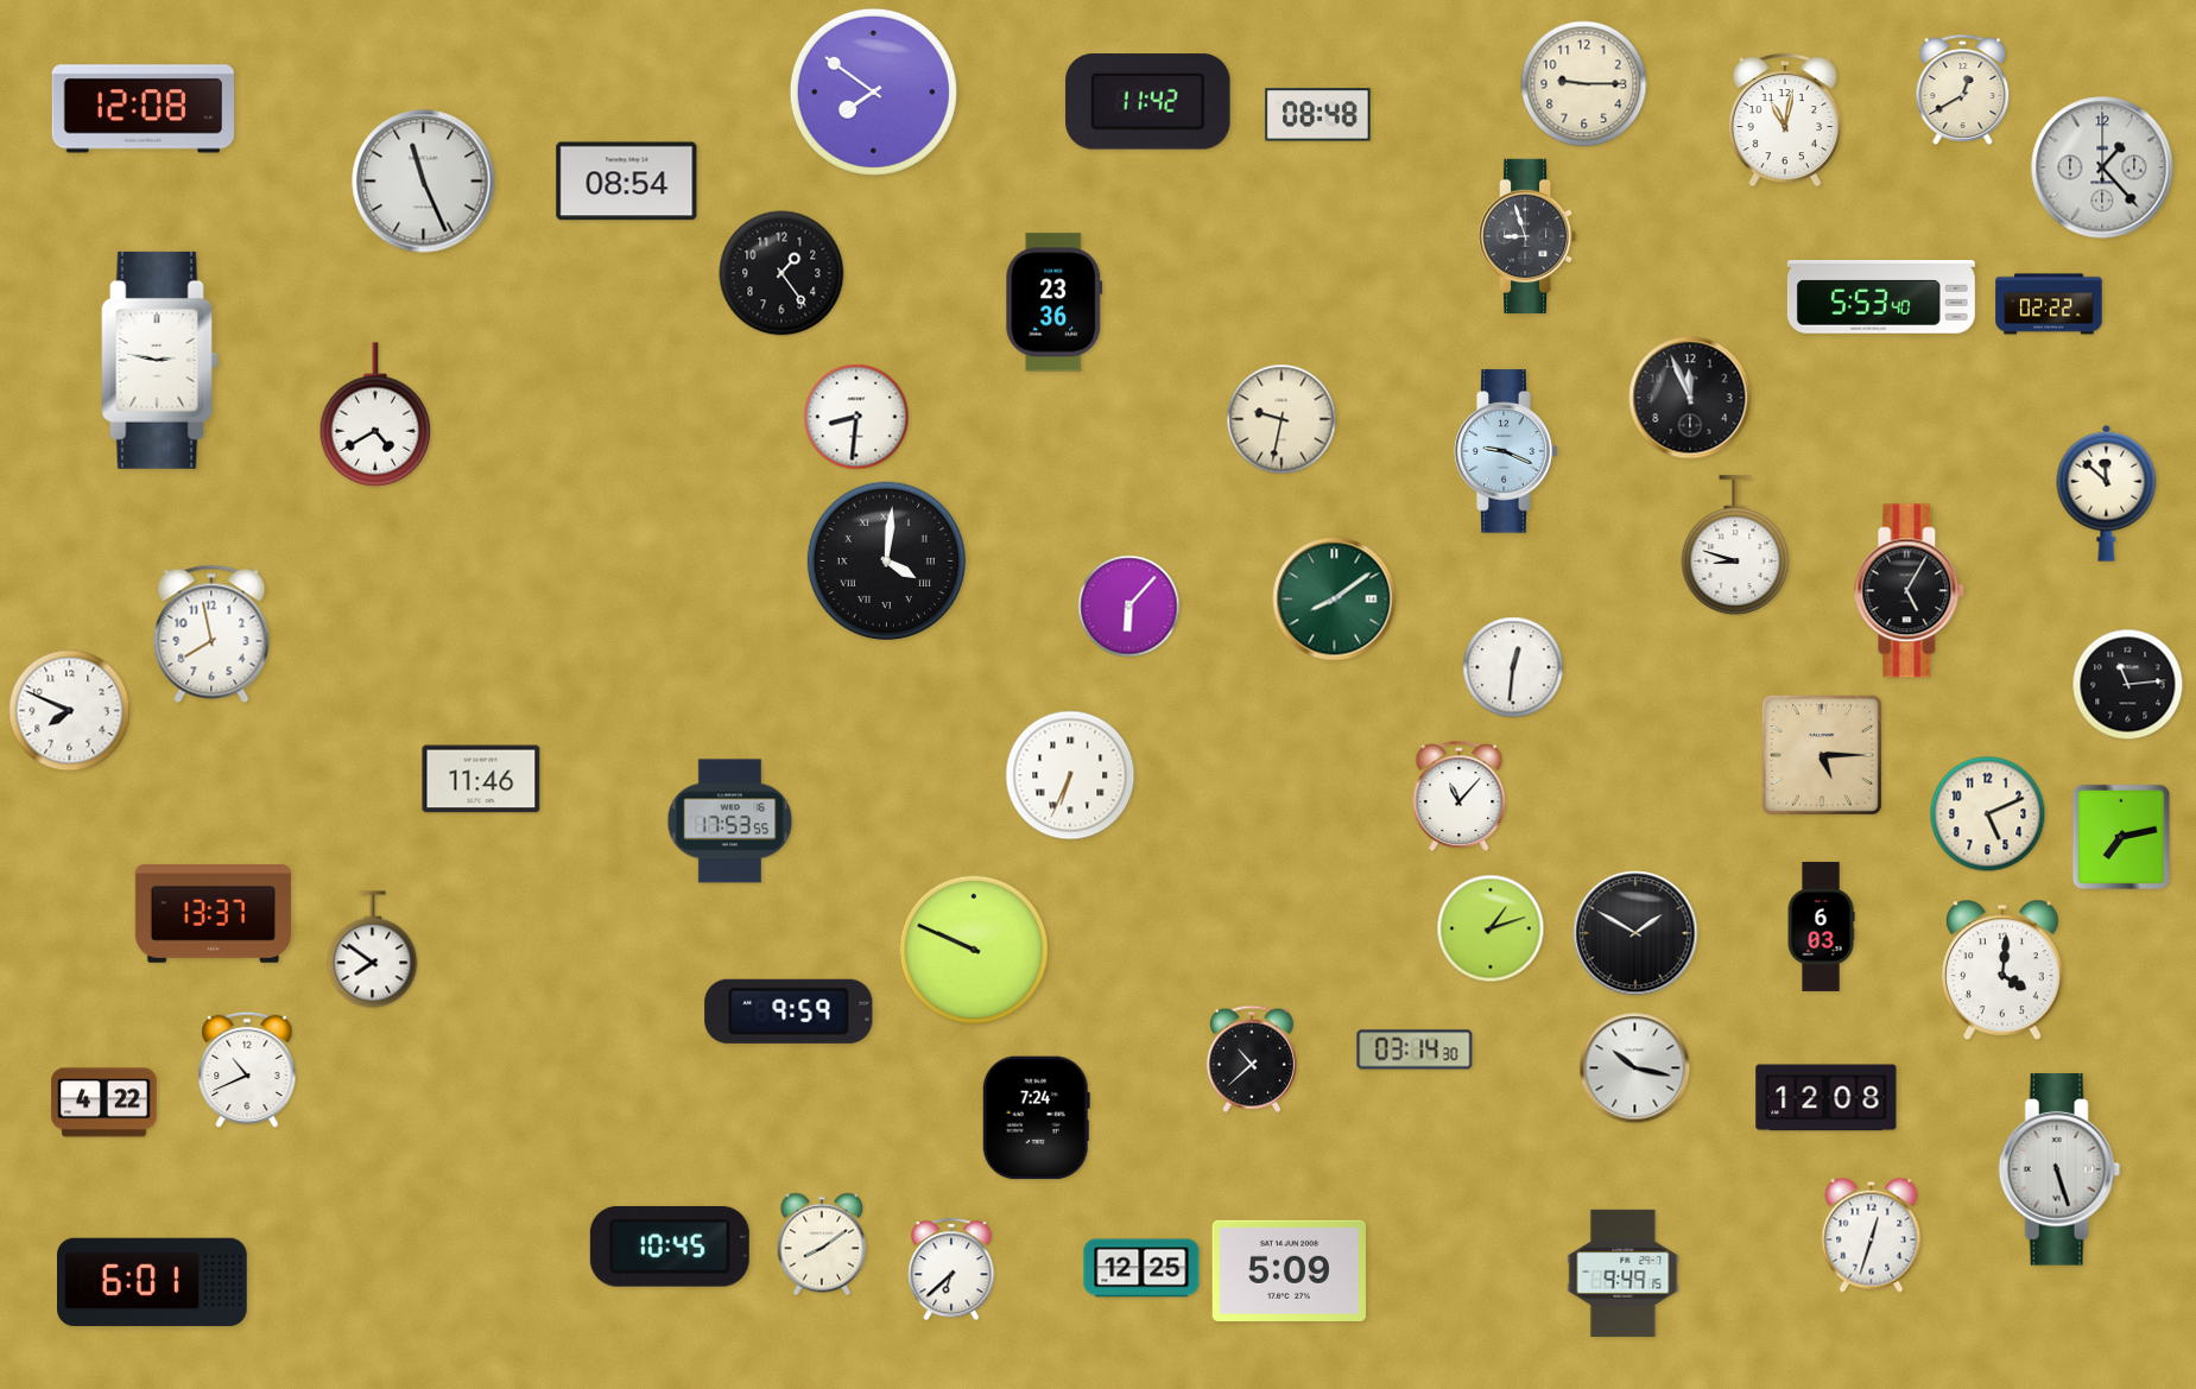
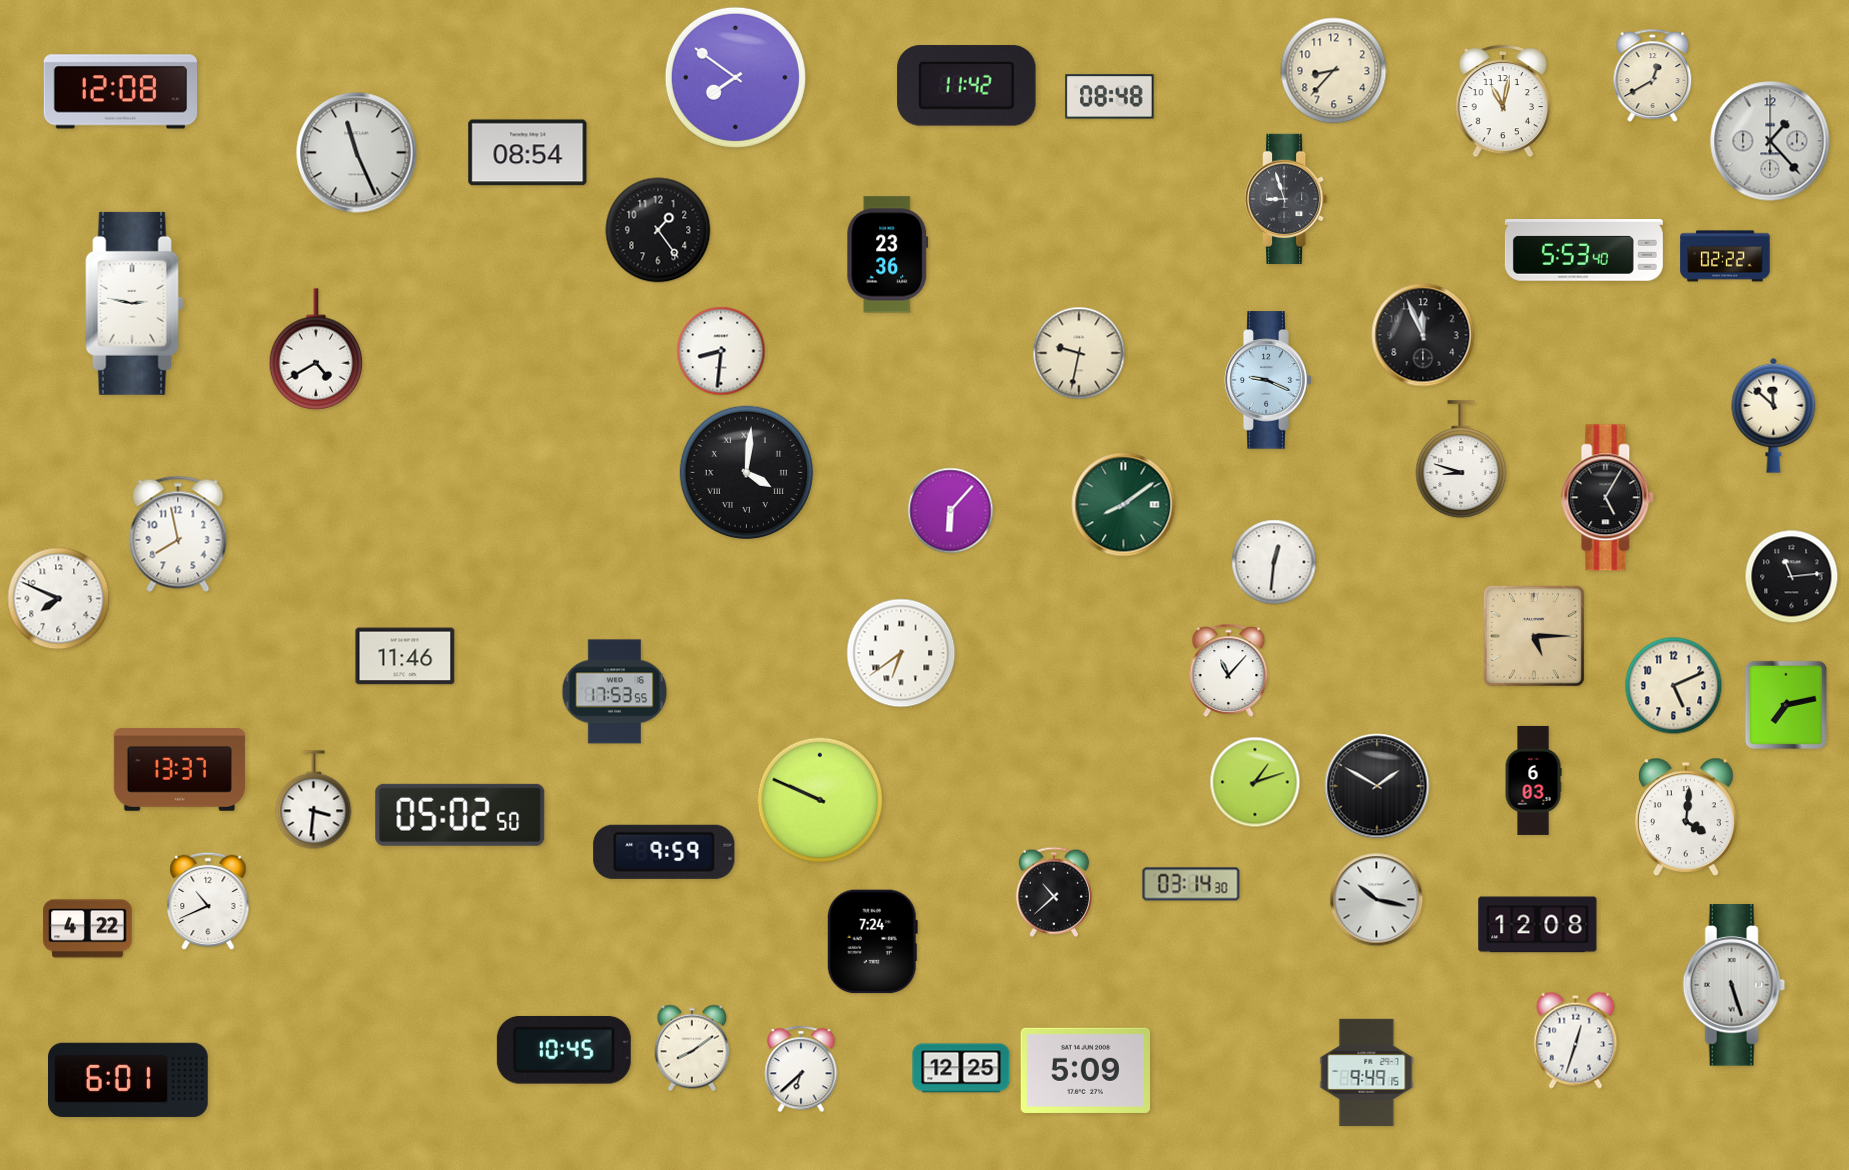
clock at (1584, 84): 9:15 -> 8:37
clock at (1070, 775): 6:34 -> 6:39
clock at (373, 950): 7:51 -> 3:31
clock at (460, 815): none -> 05:02
